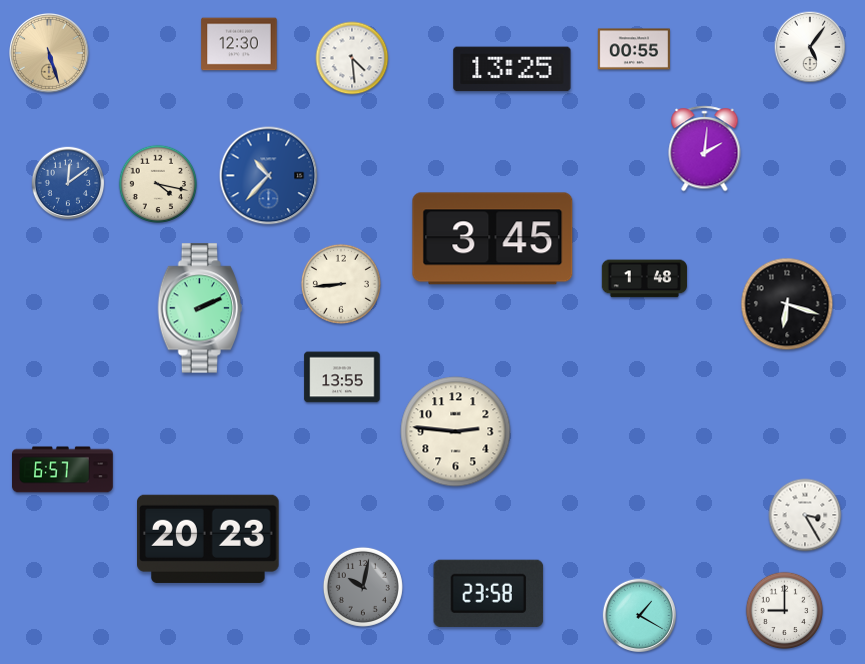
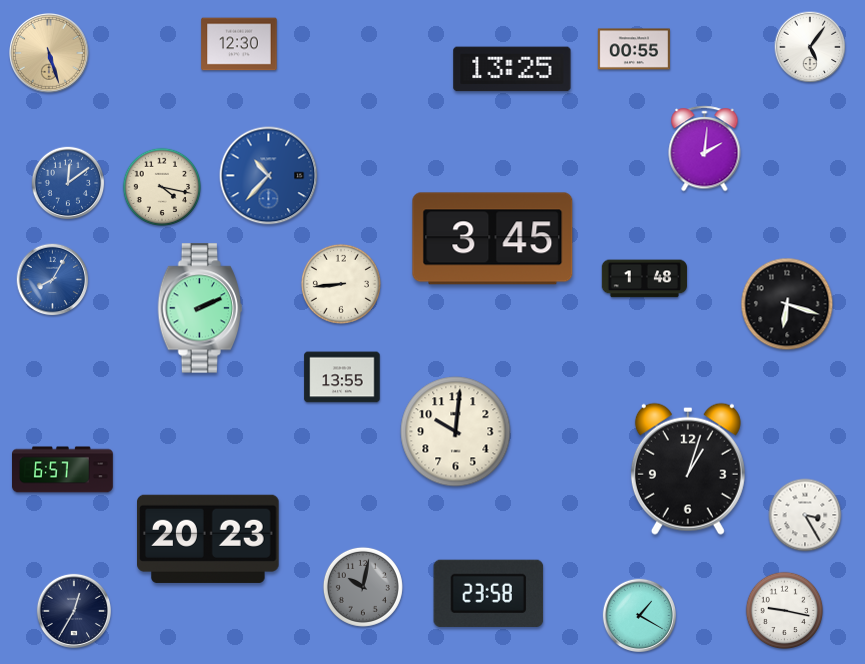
clock at (352, 58): 4:29 -> none
clock at (157, 183) position: (157, 183) -> (161, 186)
clock at (53, 280): none -> 8:05
clock at (456, 432): 2:46 -> 10:01
clock at (688, 469): none -> 1:03
clock at (74, 611): none -> 12:35
clock at (785, 611): 9:00 -> 9:17
